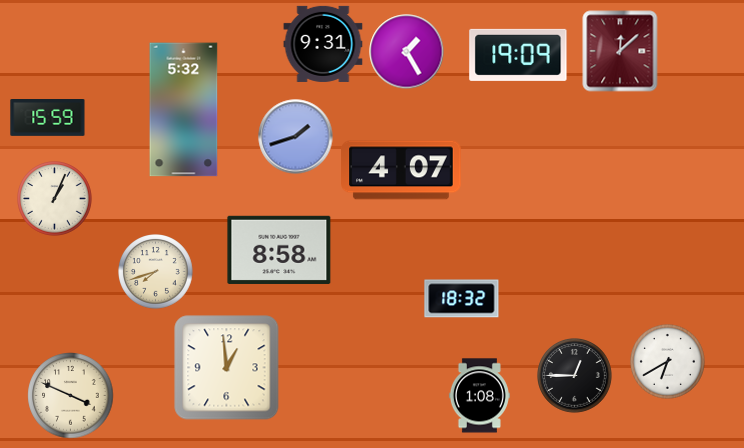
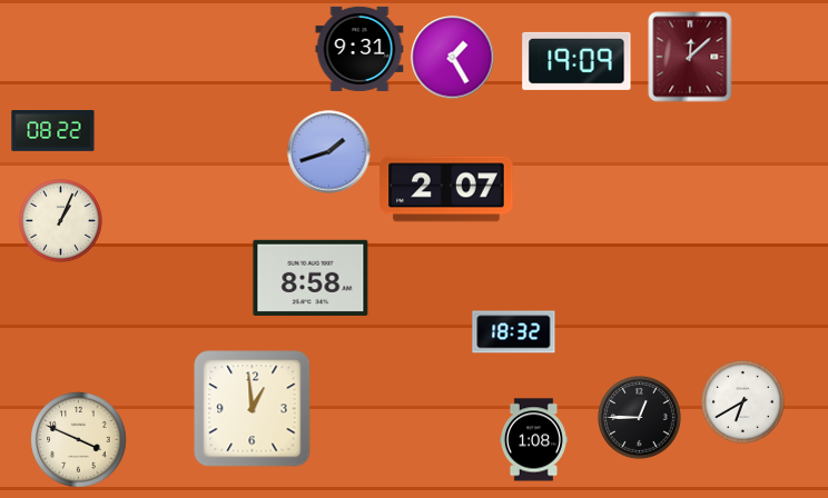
clock at (184, 110): 5:32 -> none
clock at (48, 118): 15:59 -> 08:22
clock at (401, 170): 4:07 -> 2:07
clock at (156, 272): 7:42 -> none
